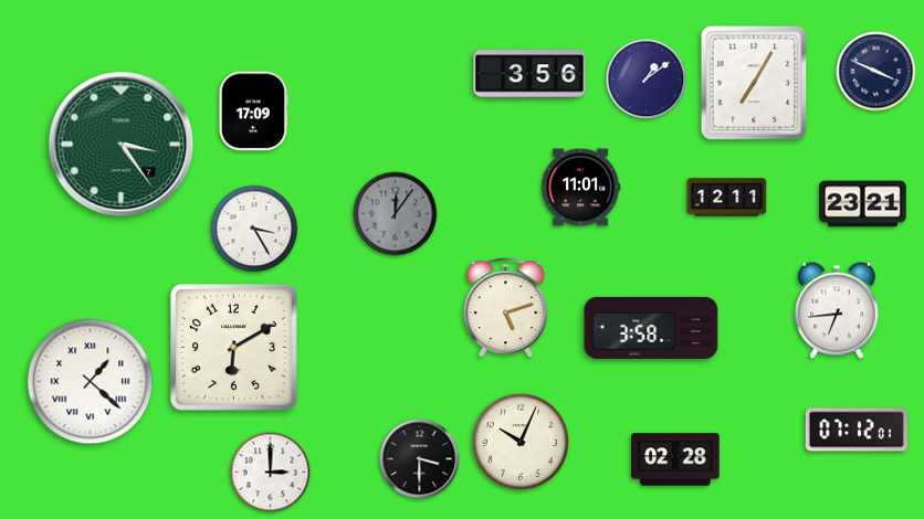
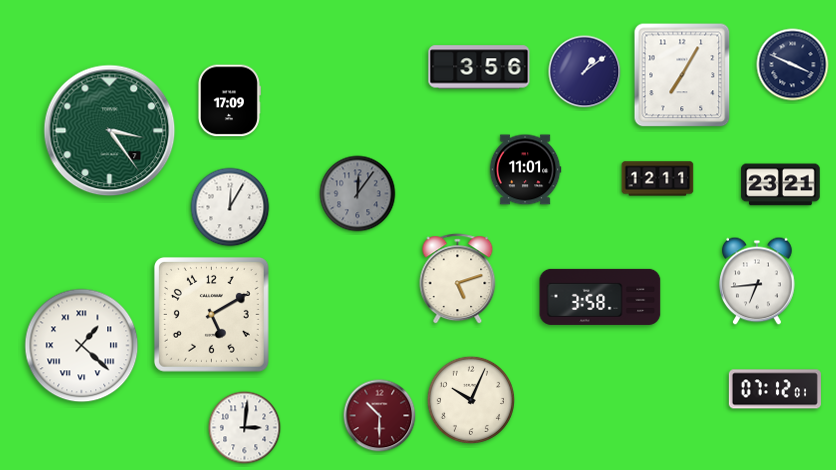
clock at (254, 229): 3:25 -> 12:05
clock at (651, 328) position: (651, 328) -> (600, 297)
clock at (234, 348): 6:10 -> 5:10
clock at (420, 459): 3:30 -> 10:30
clock at (420, 459) dial: black -> burgundy
clock at (675, 459): 02:28 -> none
clock at (271, 473): 3:00 -> 3:01
